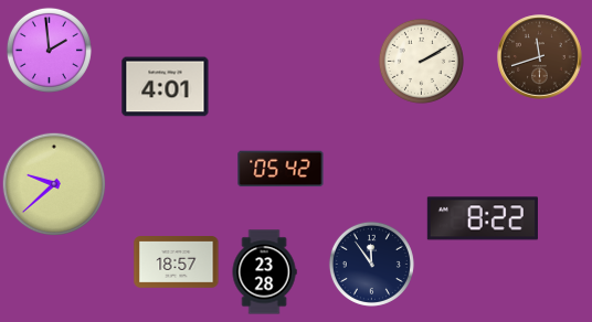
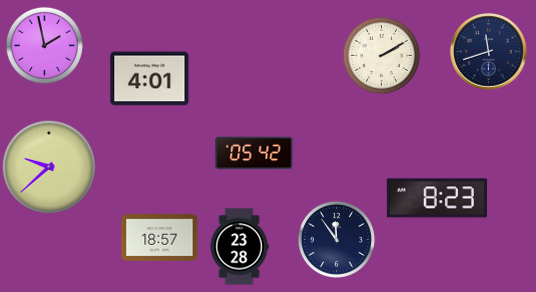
clock at (49, 50): 1:59 -> 1:58
clock at (540, 57) dial: brown -> navy
clock at (483, 218): 8:22 -> 8:23
